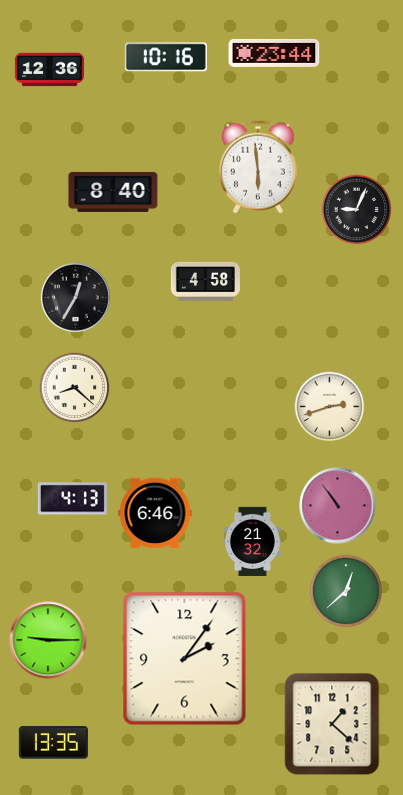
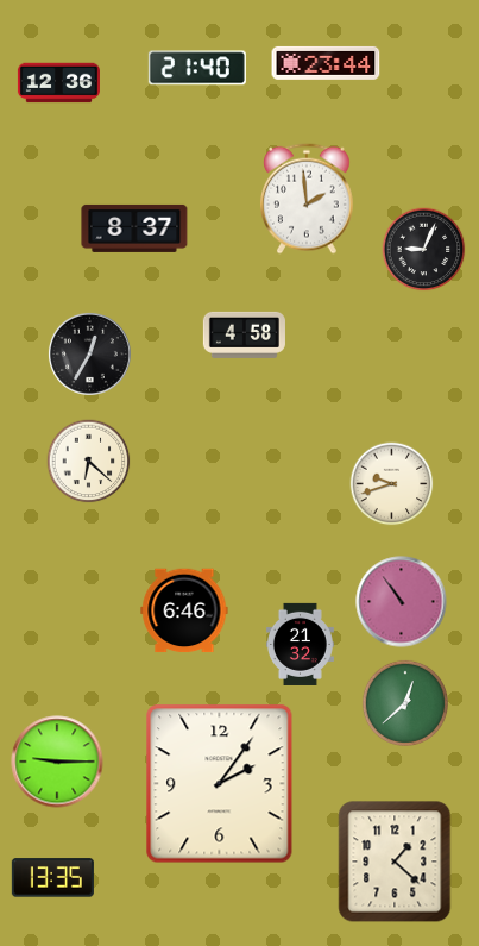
clock at (166, 57): 10:16 -> 21:40
clock at (259, 167): 5:59 -> 1:59
clock at (113, 192): 8:40 -> 8:37
clock at (75, 388): 8:22 -> 6:22
clock at (330, 407): 2:42 -> 9:42
clock at (72, 499): 4:13 -> none
clock at (345, 590) position: (345, 590) -> (404, 702)
clock at (53, 743) position: (53, 743) -> (52, 878)
